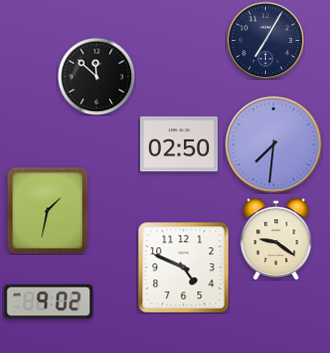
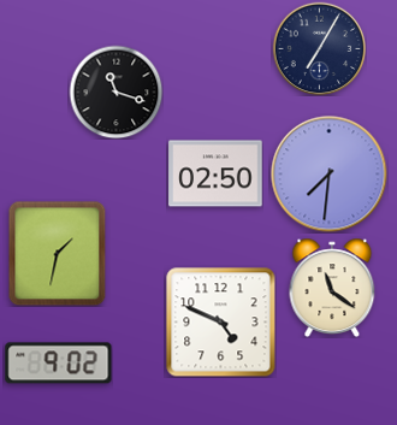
clock at (96, 76): 11:52 -> 11:18
clock at (276, 239): 9:21 -> 11:21
